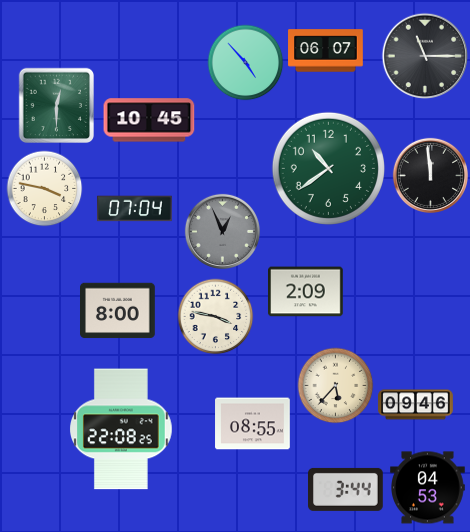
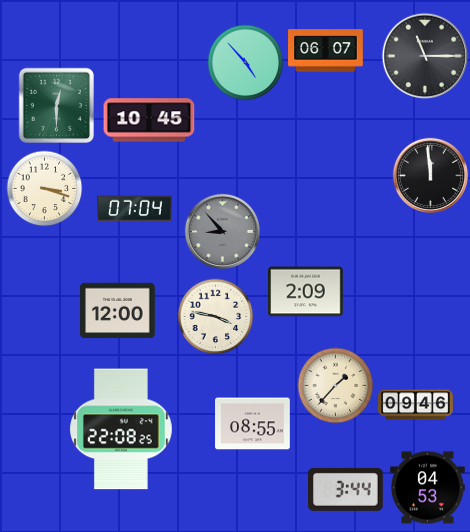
clock at (328, 168): 10:39 -> none
clock at (45, 189): 3:47 -> 3:18
clock at (222, 231): 12:56 -> 8:53
clock at (118, 311): 8:00 -> 12:00
clock at (336, 386): 5:37 -> 1:37
